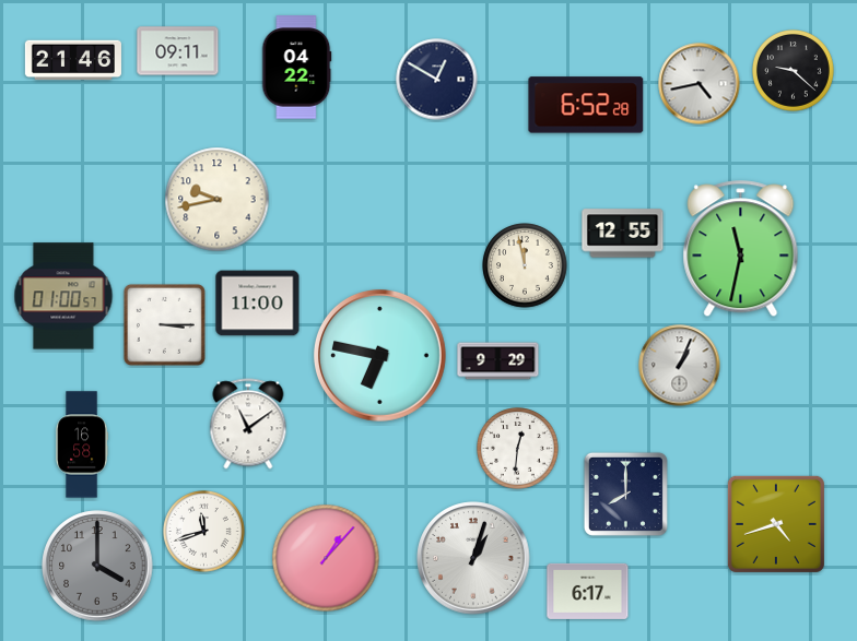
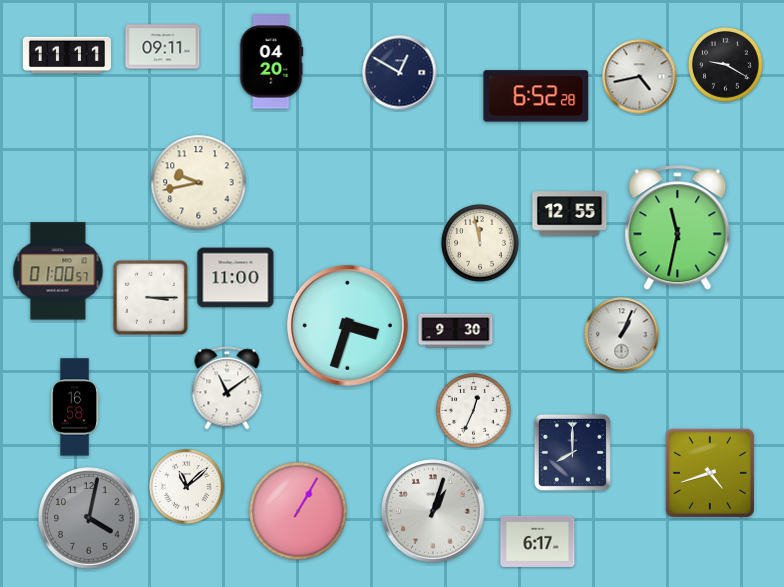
clock at (73, 60): 21:46 -> 11:11
clock at (296, 68): 04:22 -> 04:20
clock at (794, 71): 9:22 -> 9:20
clock at (379, 355): 6:47 -> 3:33
clock at (498, 361): 9:29 -> 9:30
clock at (518, 449): 12:31 -> 12:34
clock at (776, 524) position: (776, 524) -> (710, 473)
clock at (204, 532): 11:42 -> 11:08
clock at (326, 558): 1:07 -> 1:05
clock at (97, 566): 4:00 -> 4:02
